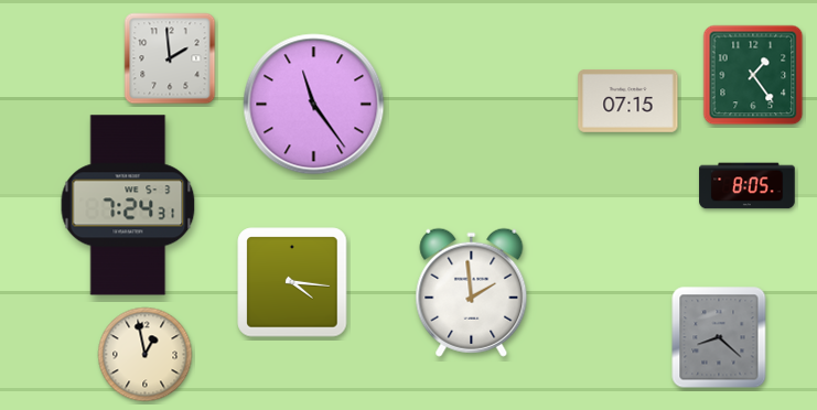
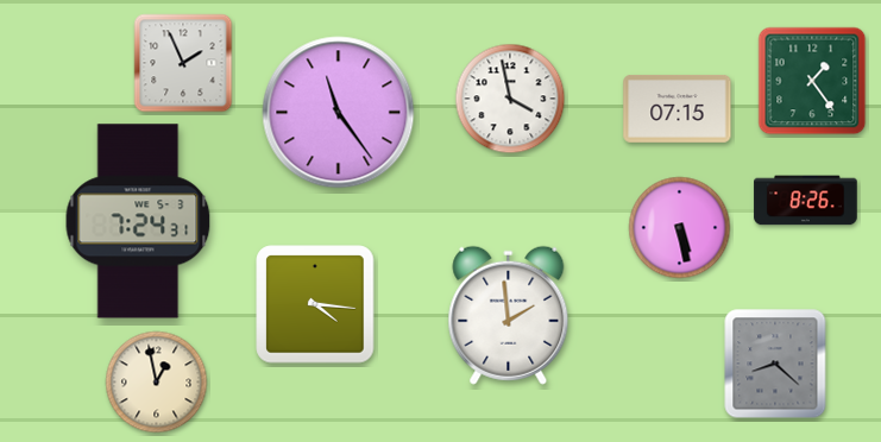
clock at (170, 58): 1:59 -> 1:56
clock at (510, 99): none -> 3:58
clock at (748, 186): 8:05 -> 8:26
clock at (680, 228): none -> 5:28
